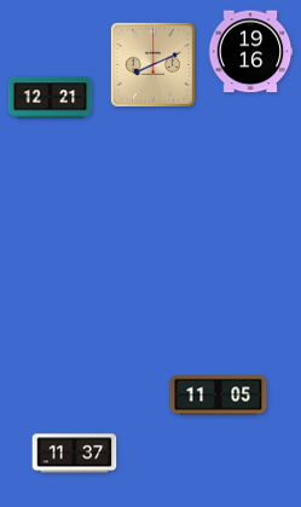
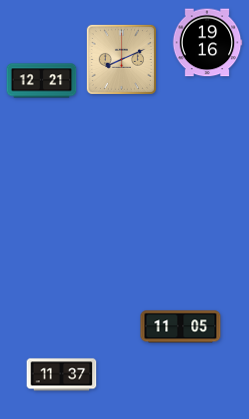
clock at (152, 64) position: (152, 64) -> (121, 59)
